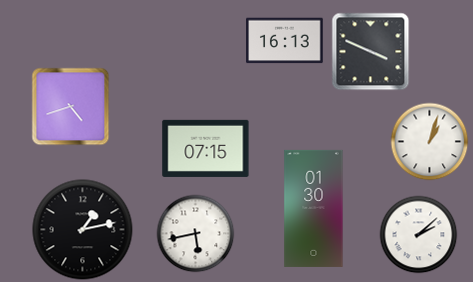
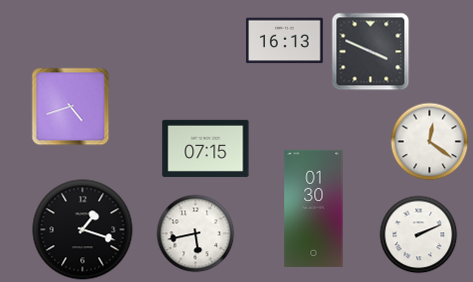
clock at (429, 141): 1:03 -> 12:21
clock at (83, 230): 1:13 -> 1:18
clock at (418, 234): 2:08 -> 2:11
